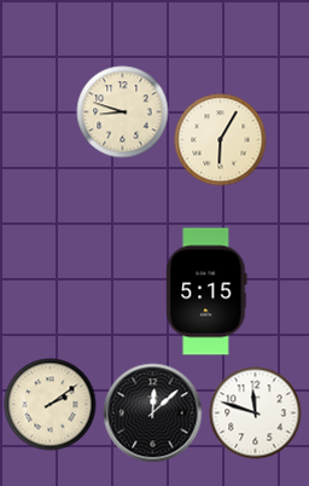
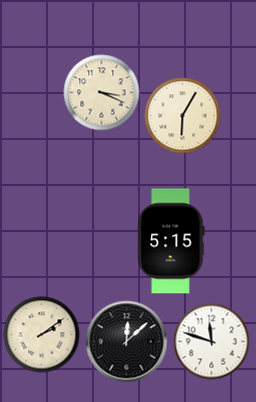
clock at (123, 112): 8:48 -> 3:19
